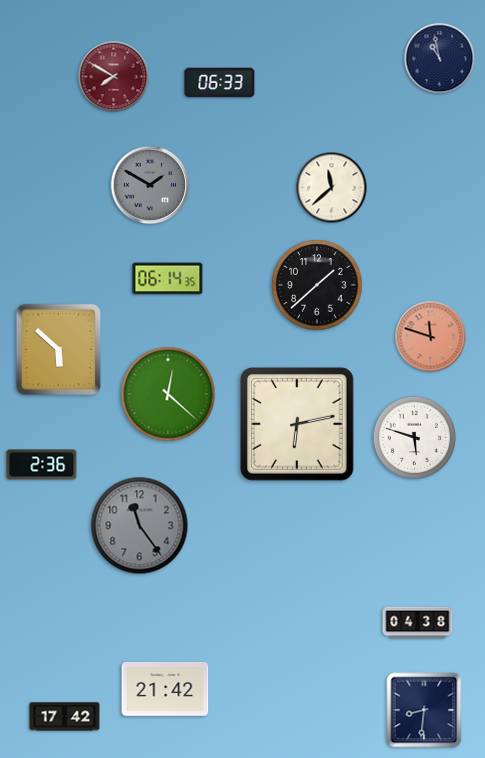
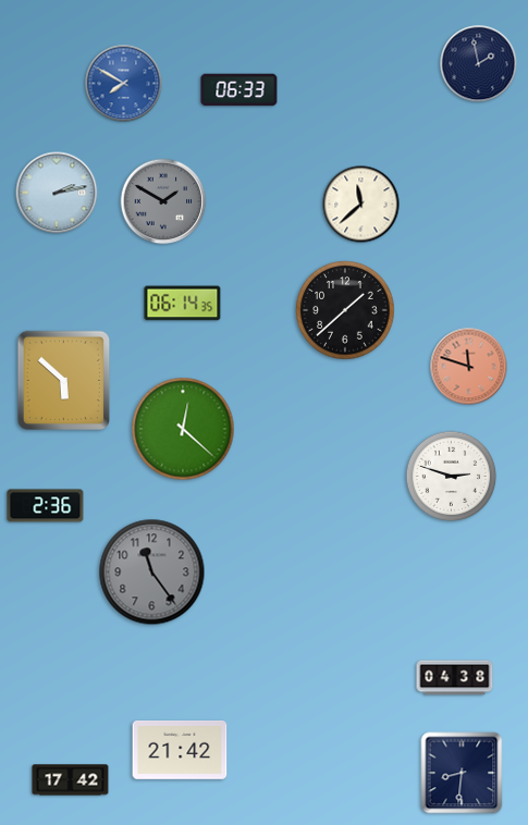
clock at (440, 59): 10:58 -> 1:58
clock at (114, 77) dial: burgundy -> blue
clock at (57, 193): none -> 2:13
clock at (297, 424): 6:13 -> none
clock at (415, 438): 5:48 -> 2:48
